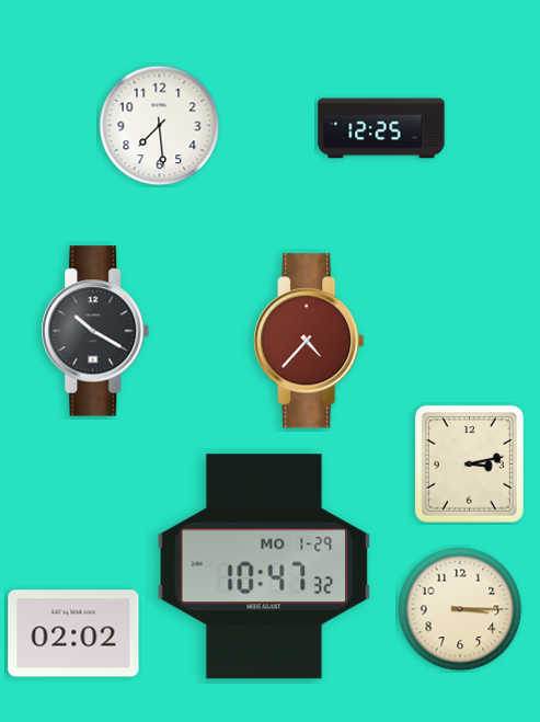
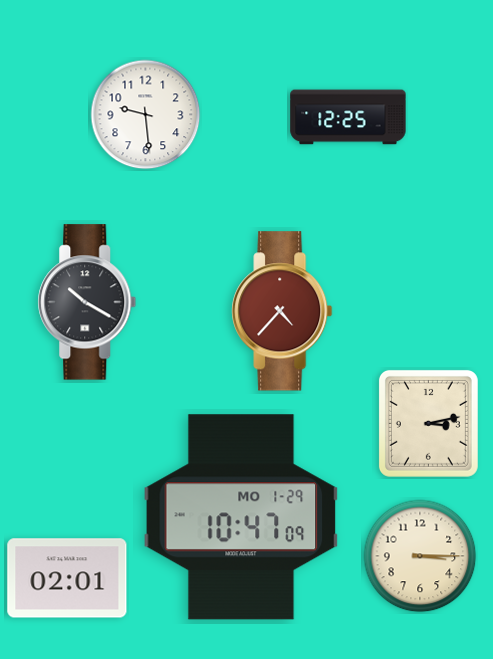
clock at (160, 126): 7:29 -> 9:29
clock at (264, 566): 10:47:32 -> 10:47:09
clock at (73, 633): 02:02 -> 02:01
